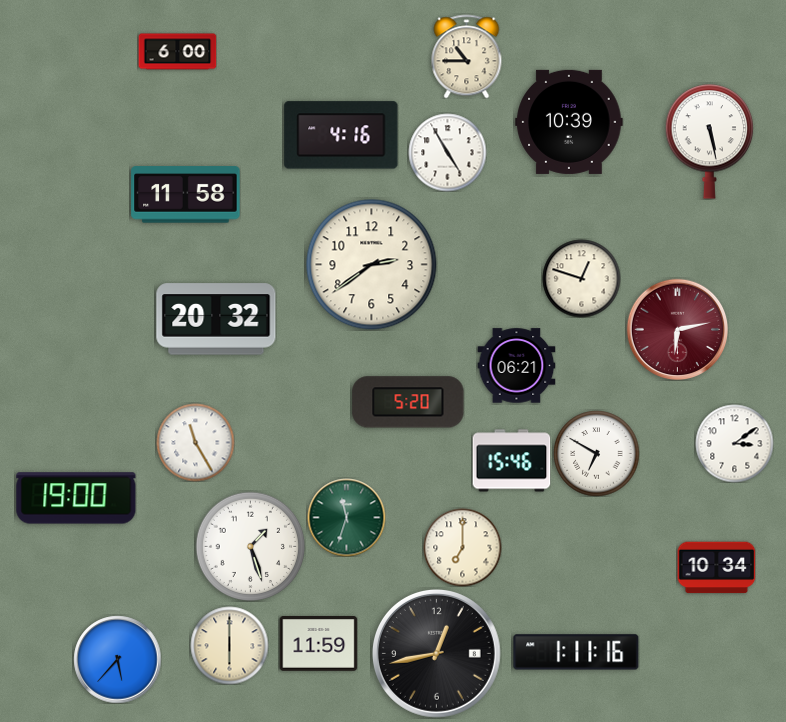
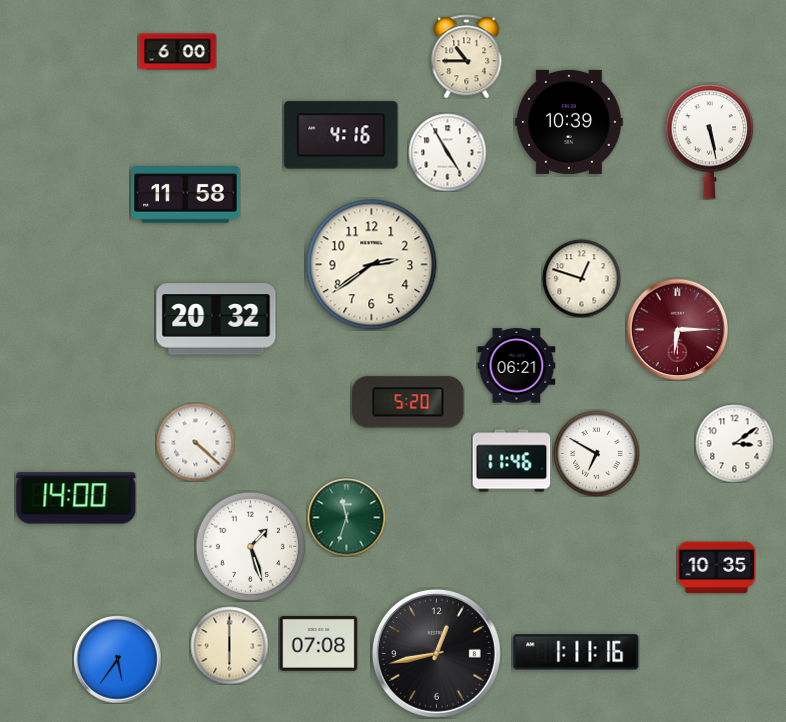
clock at (677, 329): 6:13 -> 6:15
clock at (195, 442): 11:25 -> 4:22
clock at (511, 461): 15:46 -> 11:46
clock at (76, 498): 19:00 -> 14:00
clock at (462, 547): 7:00 -> none
clock at (716, 568): 10:34 -> 10:35
clock at (318, 644): 11:59 -> 07:08
clock at (117, 659): 5:37 -> 5:36
